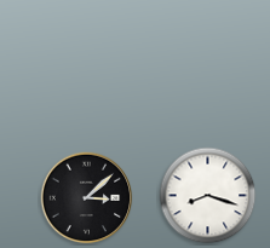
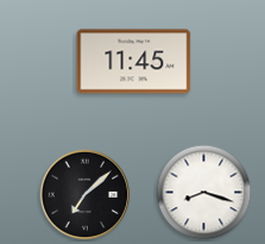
clock at (134, 62): none -> 11:45
clock at (87, 198): 3:08 -> 7:08
